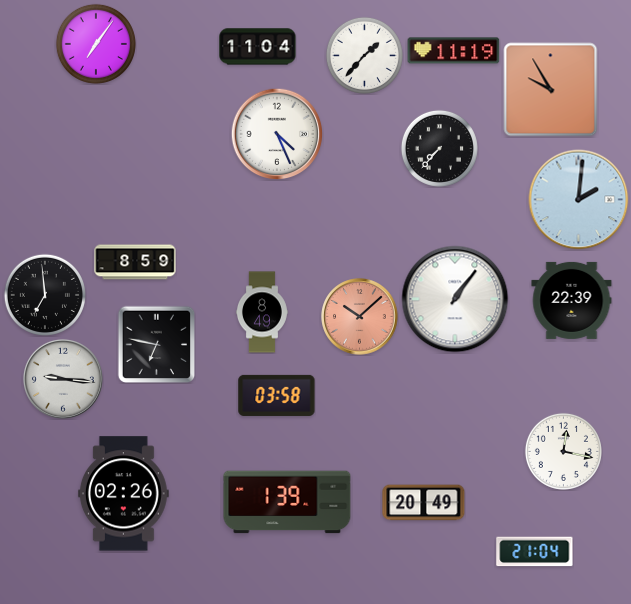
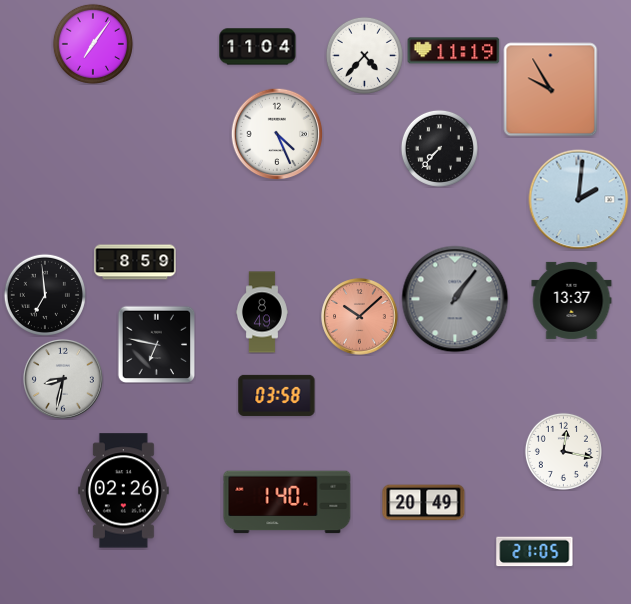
clock at (96, 44) position: (96, 44) -> (93, 44)
clock at (364, 55): 1:37 -> 4:37
clock at (455, 299) dial: white -> grey
clock at (572, 300): 22:39 -> 13:37
clock at (63, 379): 9:16 -> 8:32
clock at (123, 494) position: (123, 494) -> (123, 491)
clock at (287, 502): 1:39 -> 1:40
clock at (535, 552): 21:04 -> 21:05
